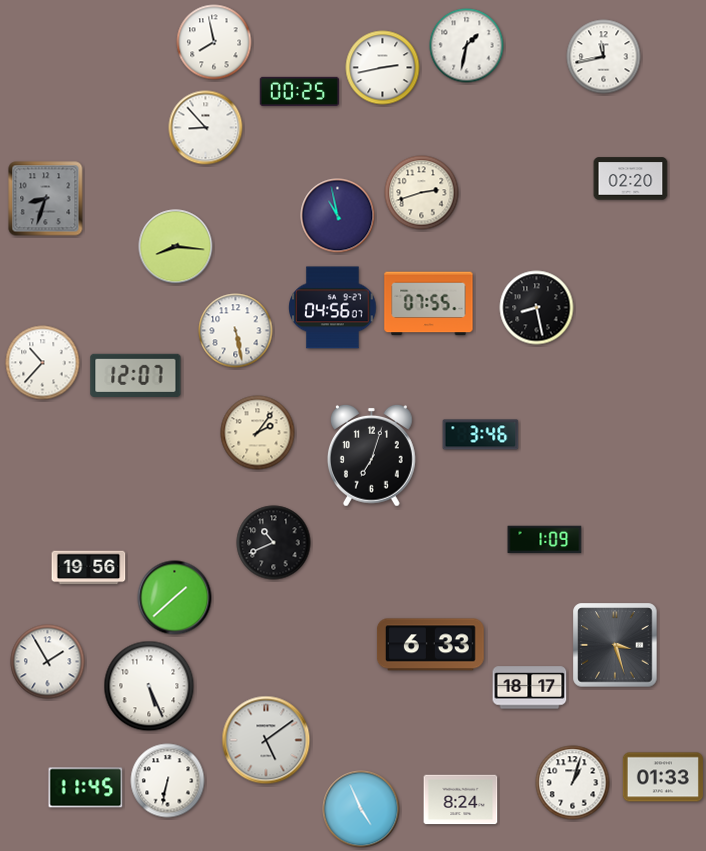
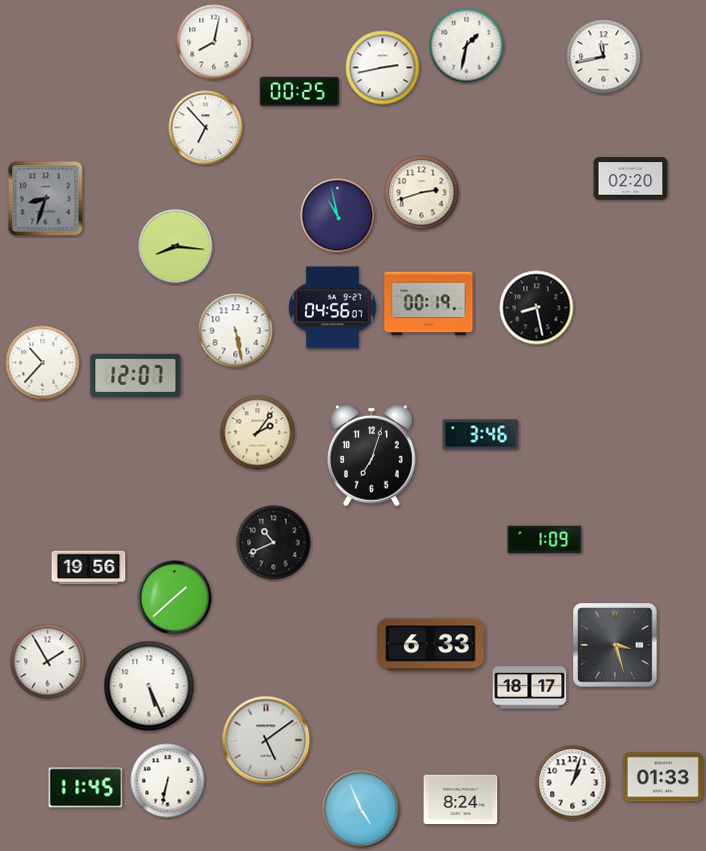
clock at (214, 42): 7:58 -> 8:02
clock at (206, 128): 8:53 -> 6:53
clock at (429, 304): 07:55 -> 00:19
